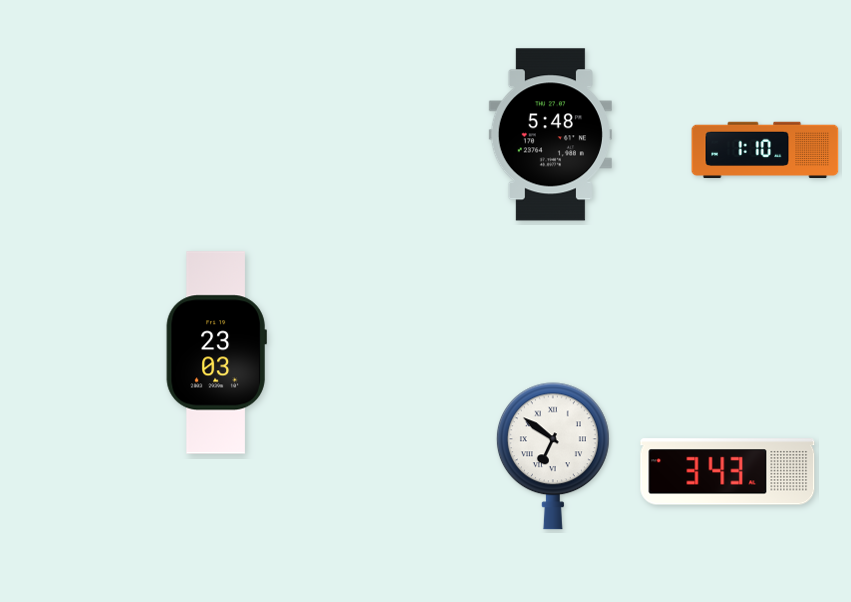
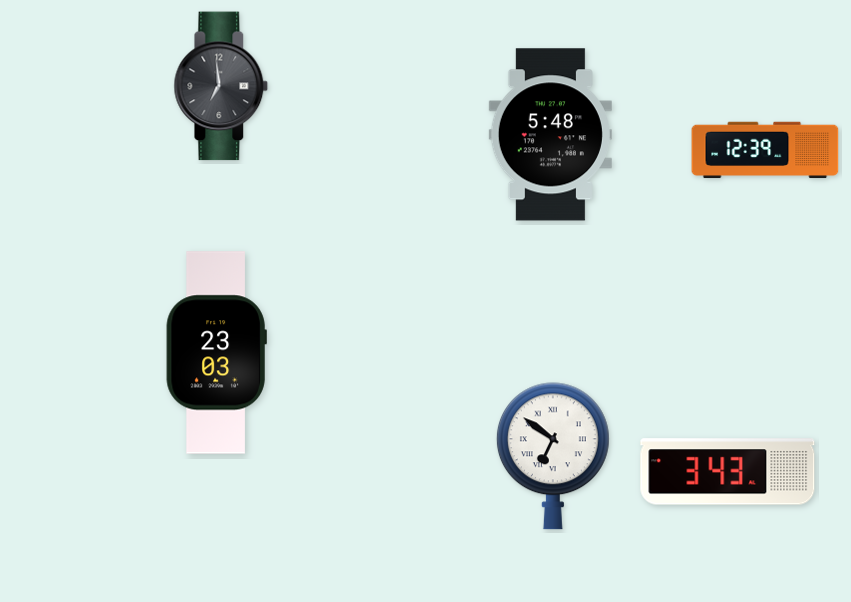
clock at (221, 86): none -> 6:59
clock at (765, 150): 1:10 -> 12:39
